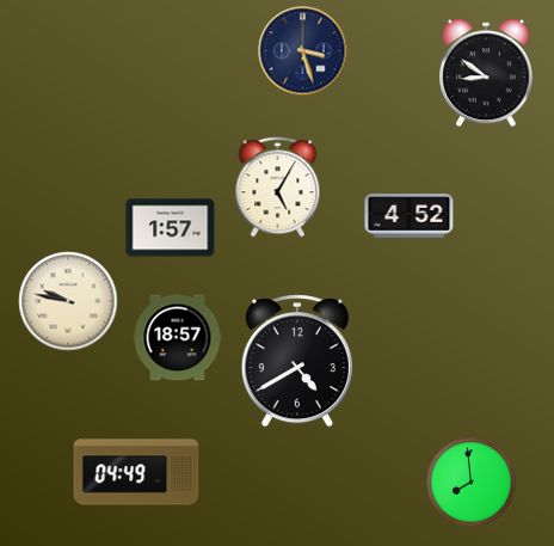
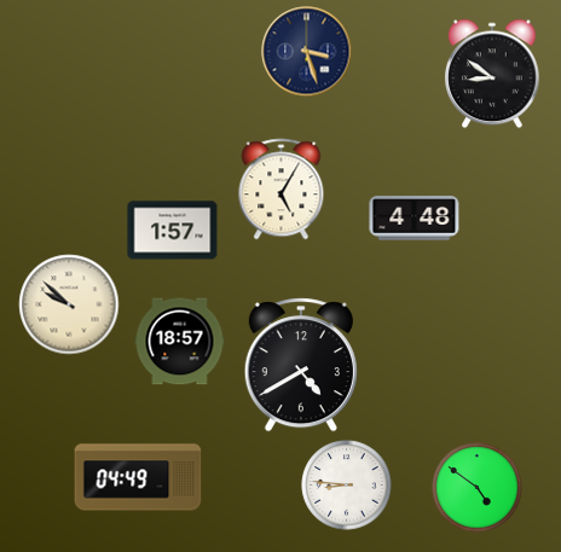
clock at (410, 216): 4:52 -> 4:48
clock at (68, 301): 9:47 -> 9:52
clock at (347, 486): none -> 8:46
clock at (472, 483): 7:59 -> 4:51
